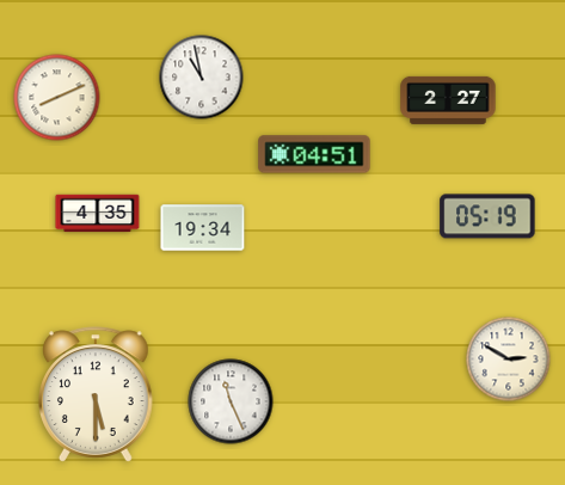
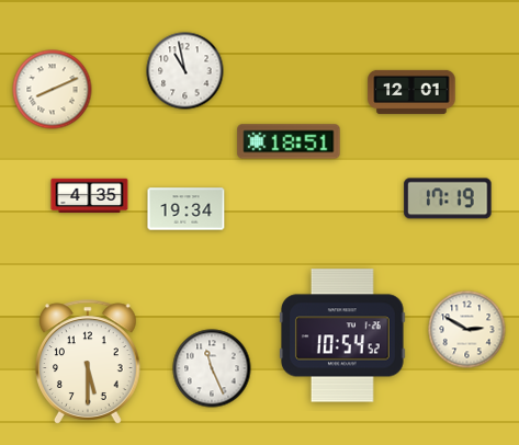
clock at (448, 100): 2:27 -> 12:01
clock at (314, 154): 04:51 -> 18:51
clock at (487, 216): 05:19 -> 17:19
clock at (343, 335): none -> 10:54
